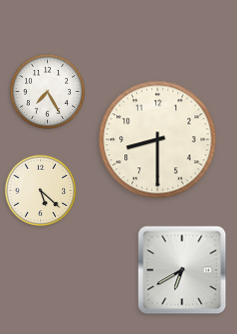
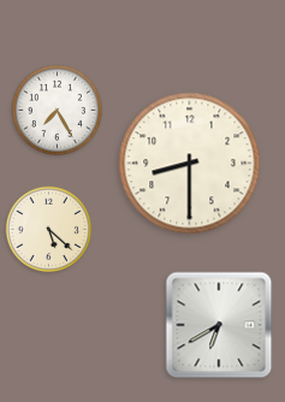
clock at (158, 140) position: (158, 140) -> (190, 164)
